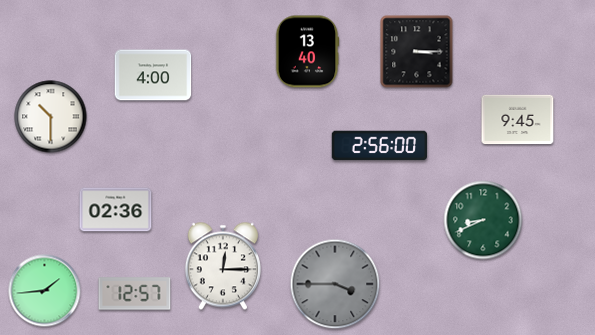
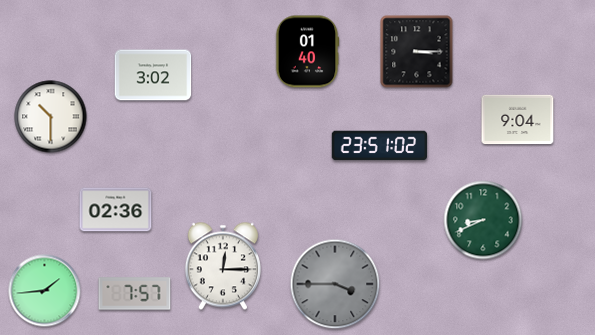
clock at (307, 52): 13:40 -> 01:40
clock at (153, 75): 4:00 -> 3:02
clock at (518, 120): 9:45 -> 9:04
clock at (380, 146): 2:56 -> 23:51
clock at (135, 294): 12:57 -> 7:57
